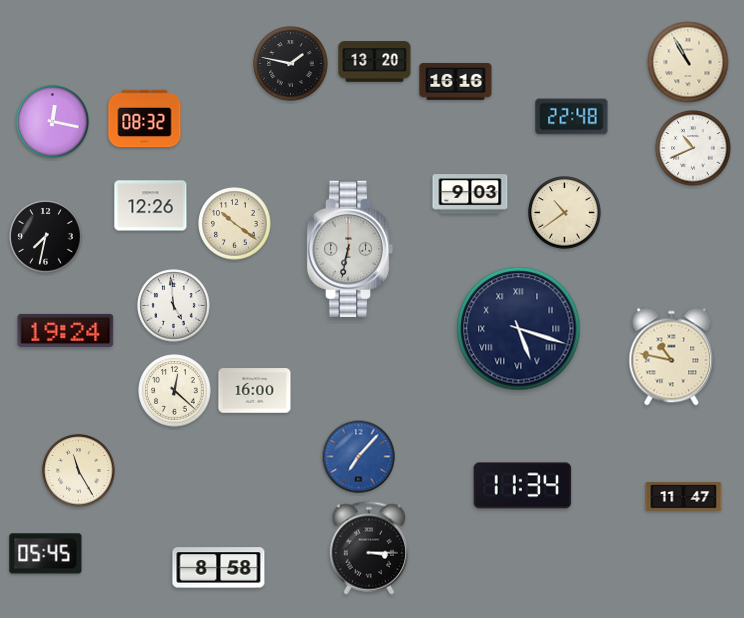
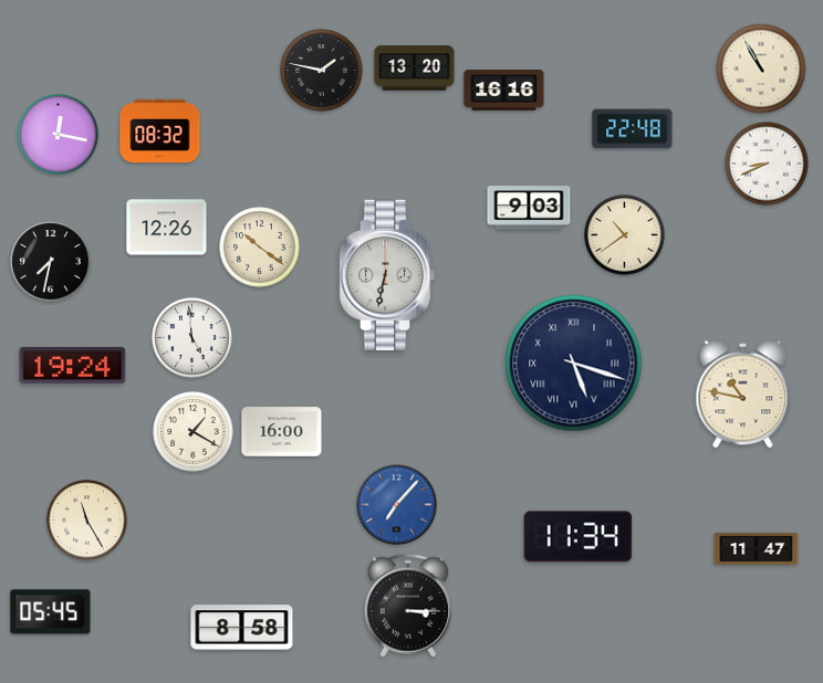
clock at (693, 148): 10:41 -> 8:41
clock at (470, 194) position: (470, 194) -> (529, 208)
clock at (175, 391): 12:22 -> 1:20
